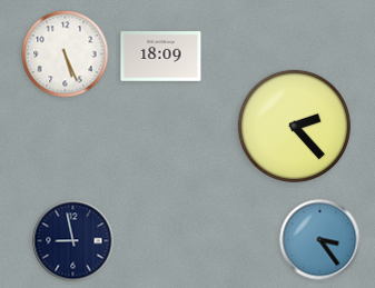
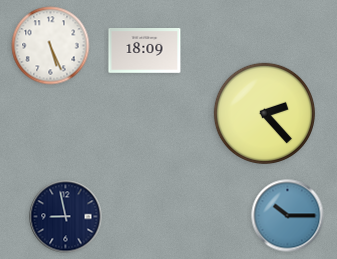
clock at (66, 54) position: (66, 54) -> (51, 46)
clock at (320, 240): 3:24 -> 10:15
